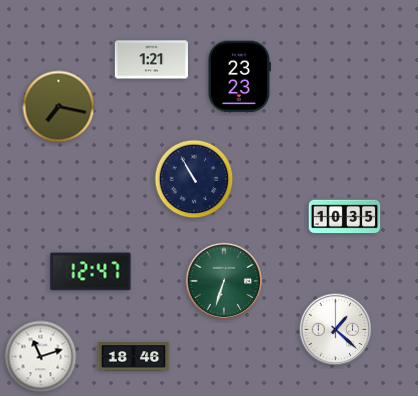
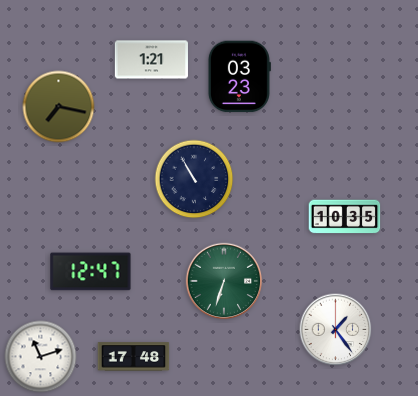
clock at (239, 77): 23:23 -> 03:23
clock at (336, 330): 1:22 -> 1:24
clock at (134, 357): 18:46 -> 17:48
